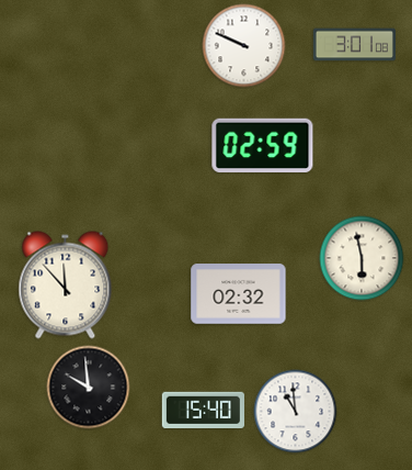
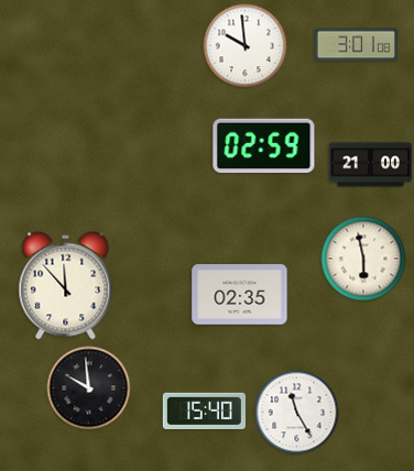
clock at (244, 46): 9:49 -> 9:59
clock at (370, 165): none -> 21:00
clock at (239, 294): 02:32 -> 02:35
clock at (296, 412): 10:59 -> 11:25
